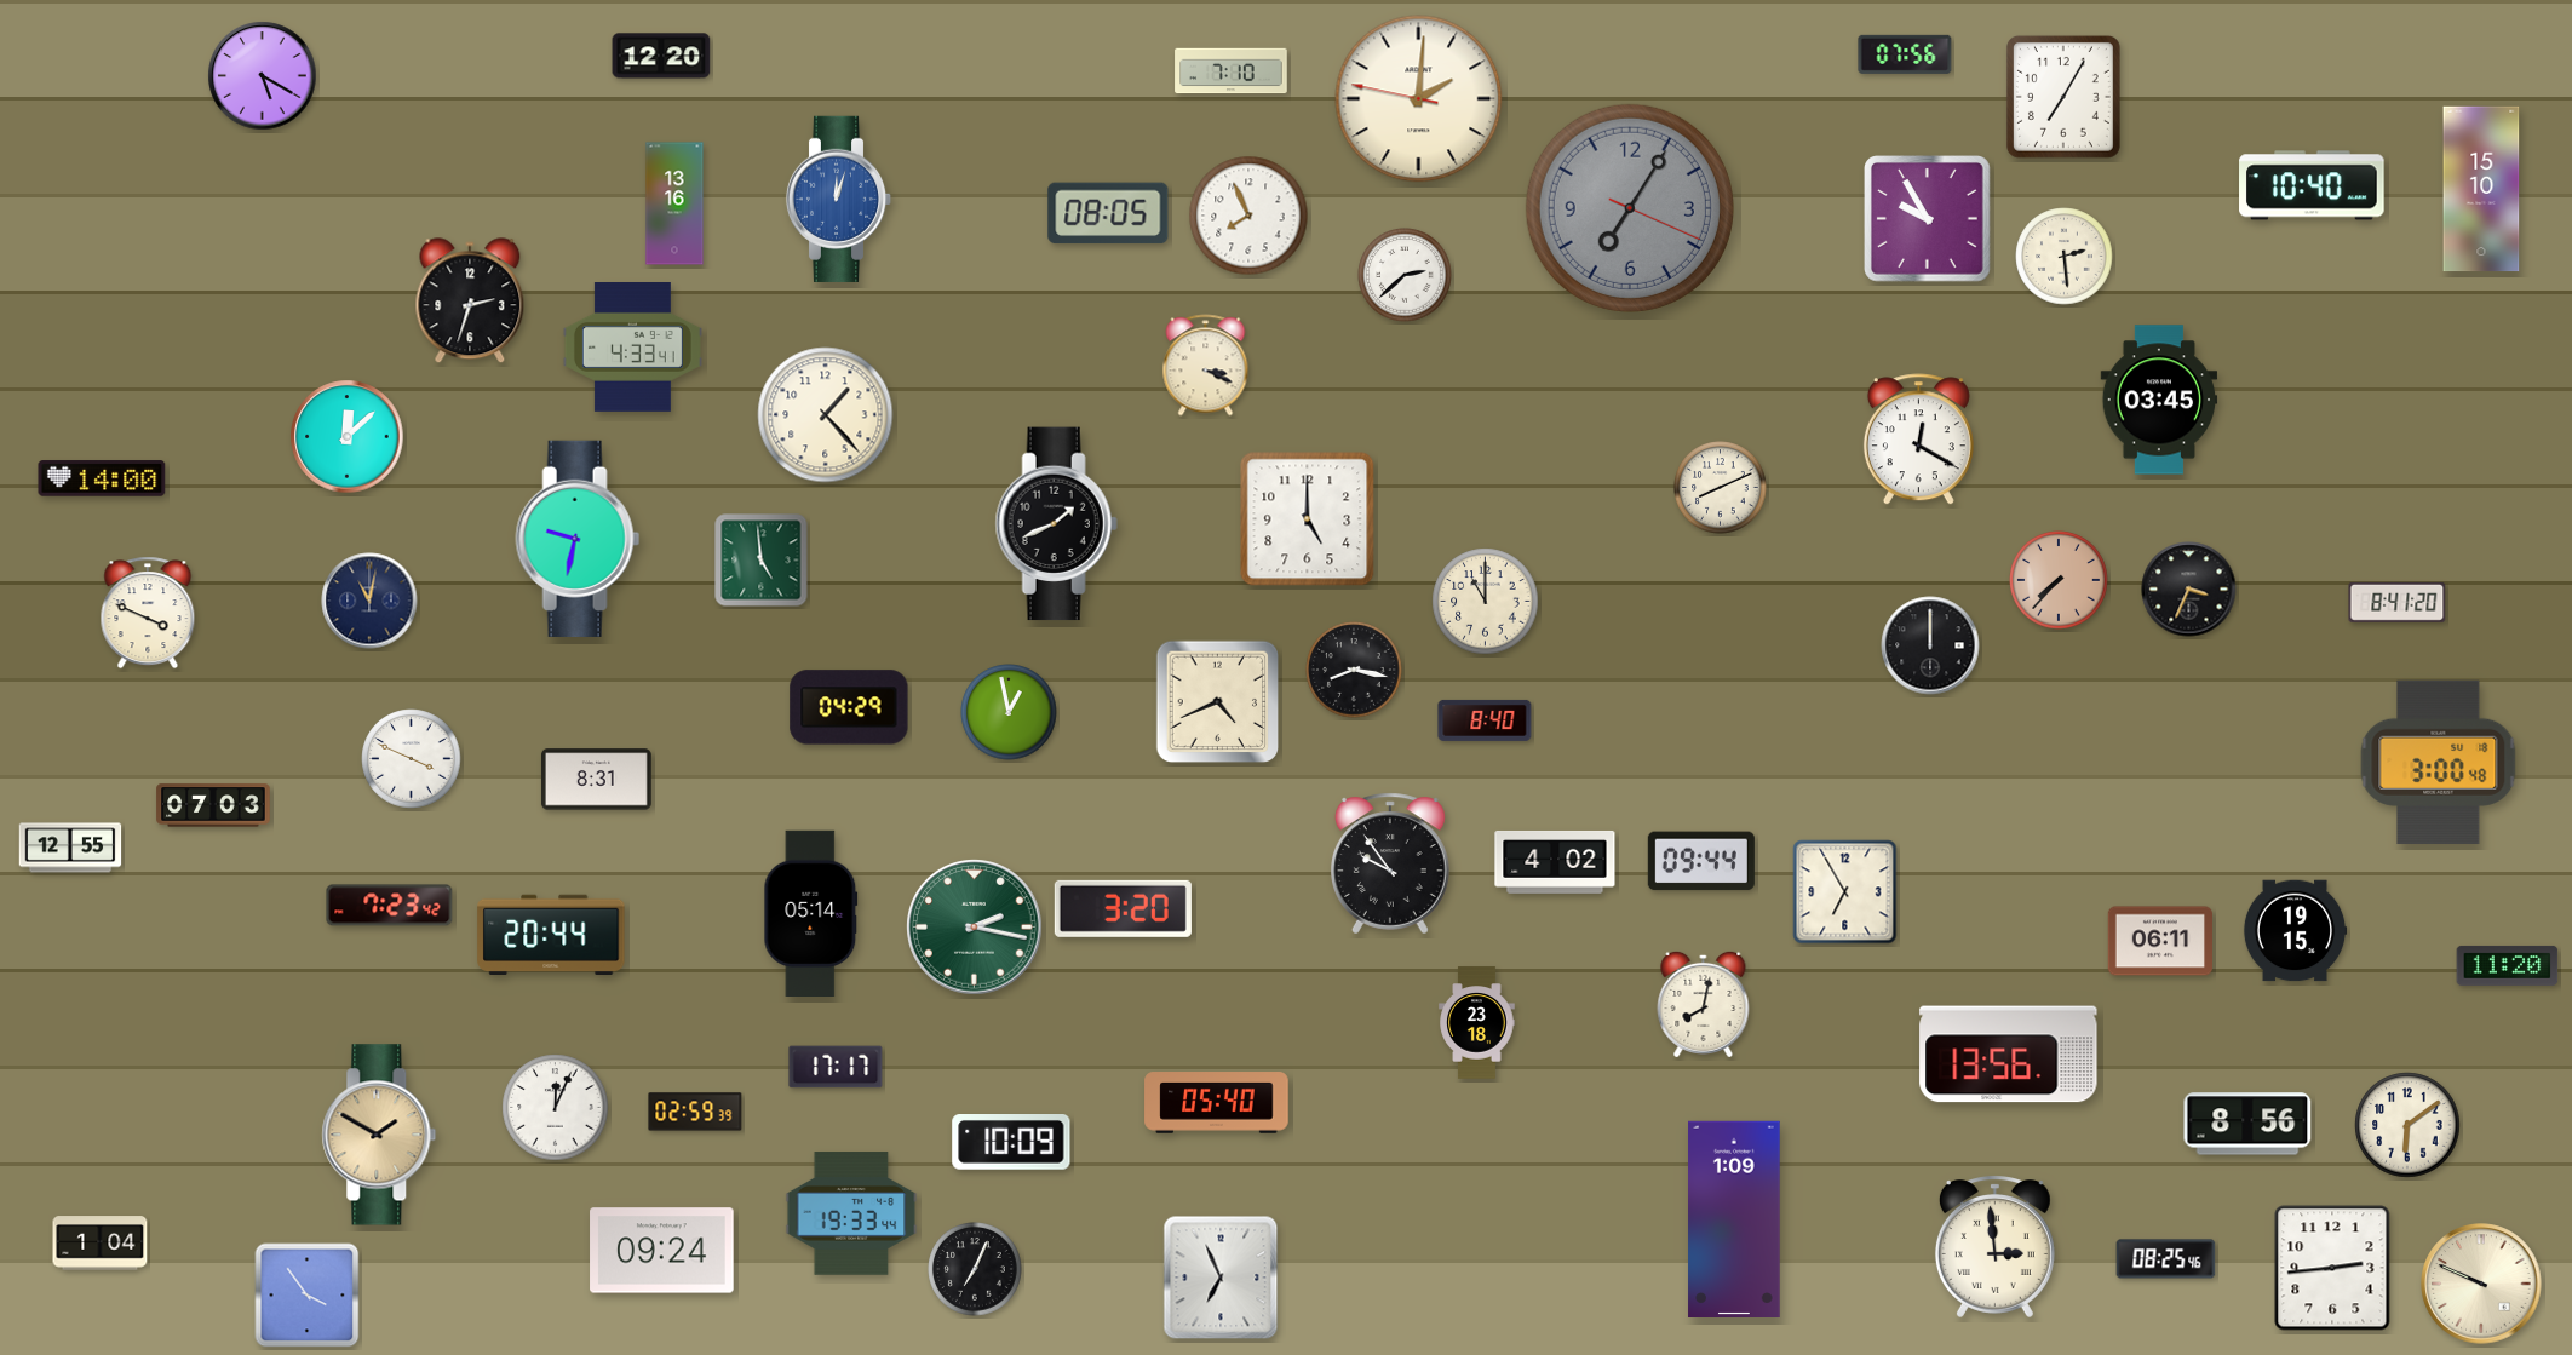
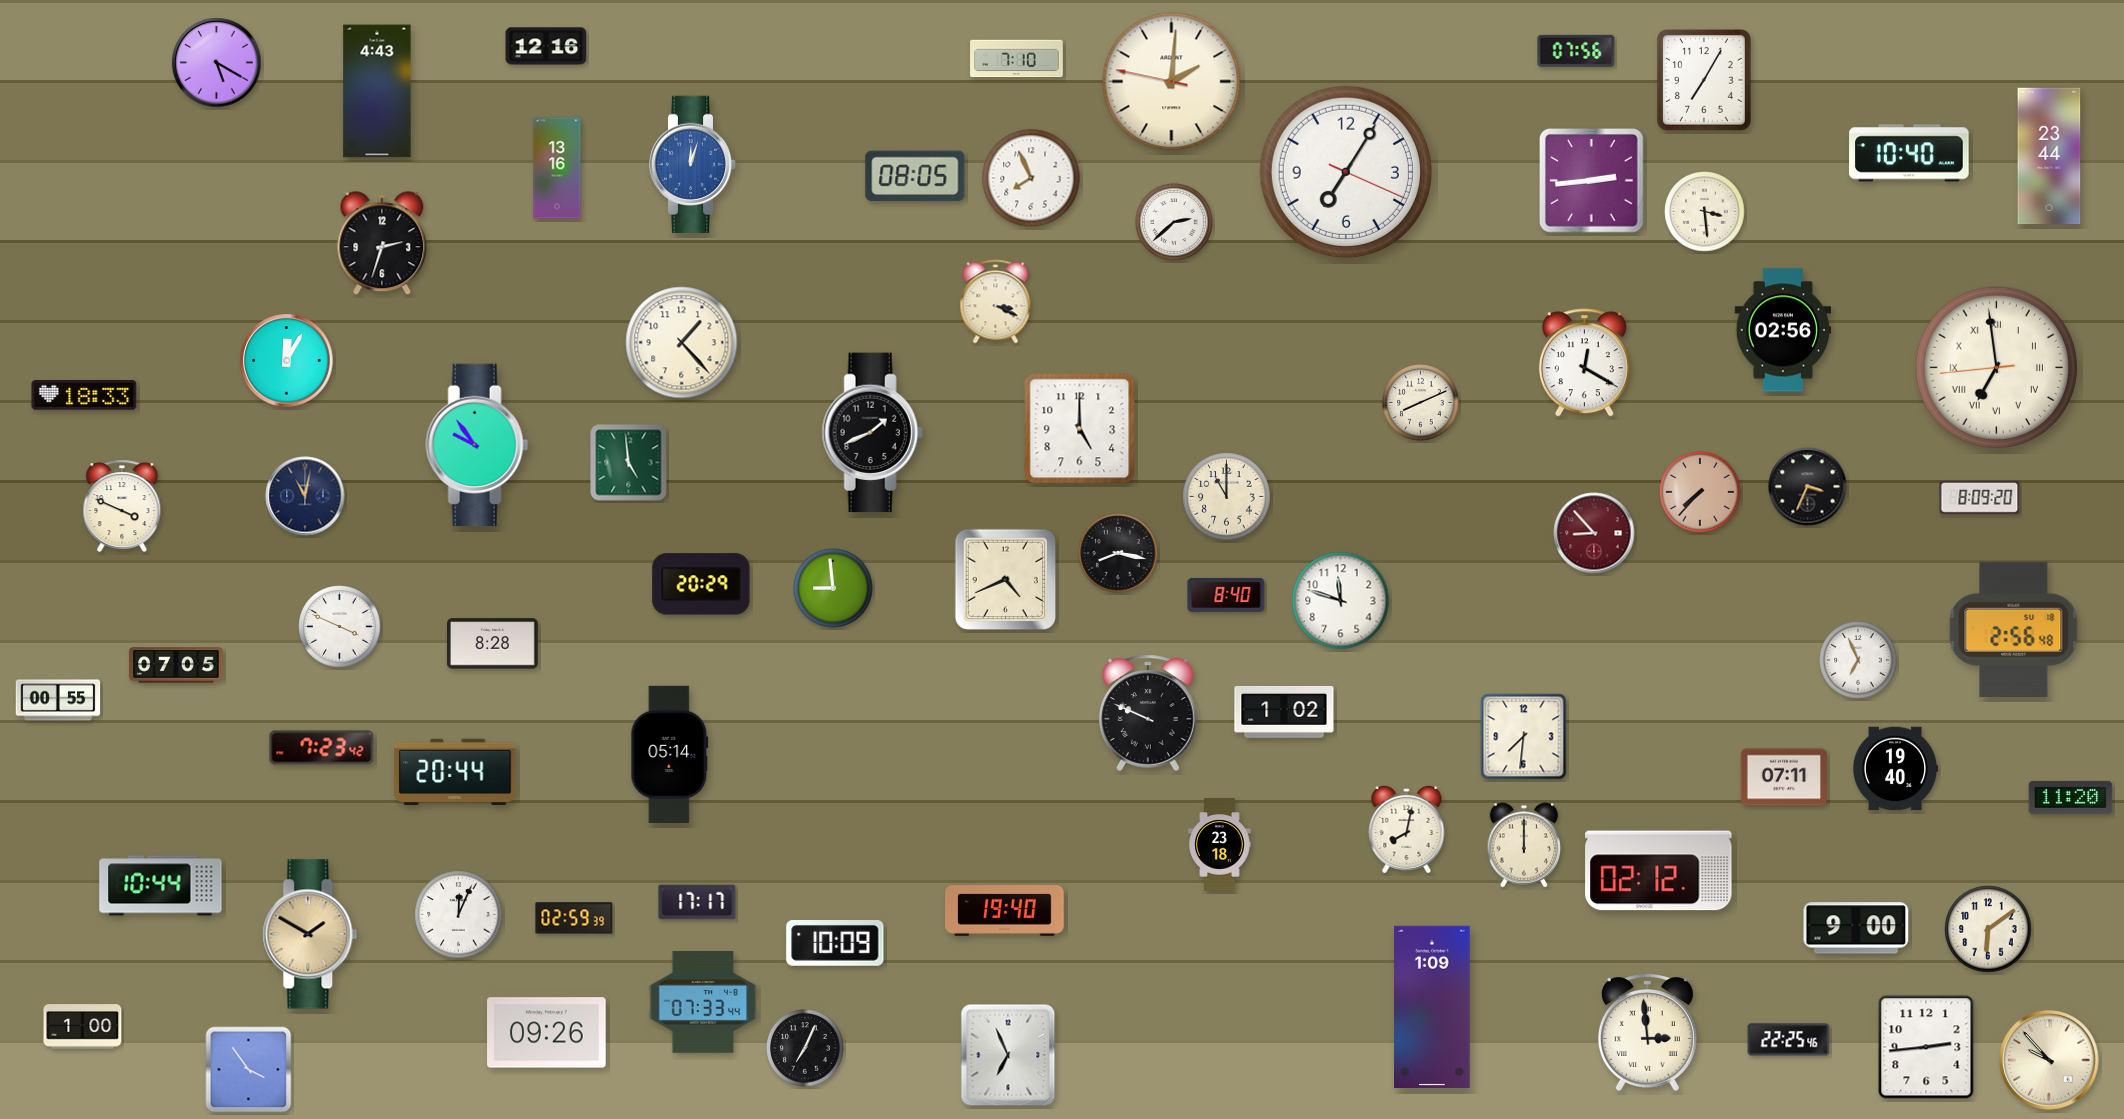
clock at (1905, 54) position: (1905, 54) -> (1576, 51)
clock at (661, 56): 12:20 -> 12:16
clock at (377, 91): none -> 4:43
clock at (2481, 189): 15:10 -> 23:44
clock at (1630, 208) dial: grey -> white
clock at (1928, 219): 9:55 -> 2:44
clock at (2065, 257): 2:29 -> 3:29
clock at (1405, 275) position: (1405, 275) -> (1174, 222)
clock at (470, 302) position: (470, 302) -> (382, 244)
clock at (632, 348): 4:33 -> none
clock at (2159, 400): 03:45 -> 02:56
clock at (348, 437): 12:08 -> 12:05
clock at (1996, 367): none -> 6:58
clock at (102, 478): 14:00 -> 18:33
clock at (578, 539): 9:32 -> 9:54
clock at (2059, 580) position: (2059, 580) -> (1700, 492)
clock at (2398, 602): 8:41 -> 8:09
clock at (1930, 645): 12:00 -> 8:53
clock at (1930, 645) dial: black -> burgundy
clock at (849, 707): 04:29 -> 20:29
clock at (1009, 712): 12:58 -> 8:59
clock at (1341, 601): none -> 11:48
clock at (2439, 763): 3:00 -> 2:56
clock at (596, 780): 8:31 -> 8:28
clock at (1858, 660): none -> 6:56
clock at (213, 805): 07:03 -> 07:05
clock at (70, 848): 12:55 -> 00:55
clock at (1701, 861): 09:44 -> none
clock at (1555, 862): 4:02 -> 1:02
clock at (1391, 863): 9:54 -> 9:49
clock at (1845, 892): 6:55 -> 7:31
clock at (1123, 908): 3:20 -> none
clock at (975, 928): 2:17 -> none
clock at (2295, 931): 19:15 -> 19:40
clock at (2159, 941): 06:11 -> 07:11
clock at (1524, 845): none -> 12:00
clock at (2009, 1055): 13:56 -> 02:12
clock at (836, 1067) position: (836, 1067) -> (697, 902)
clock at (161, 886): none -> 10:44
clock at (1217, 1103): 05:40 -> 19:40
clock at (2247, 1124): 8:56 -> 9:00
clock at (379, 1135) position: (379, 1135) -> (310, 934)
clock at (851, 1213): 19:33 -> 07:33
clock at (101, 1244): 1:04 -> 1:00
clock at (1994, 1246) position: (1994, 1246) -> (1647, 1032)
clock at (662, 1251): 09:24 -> 09:26
clock at (2166, 1259): 08:25 -> 22:25
clock at (2481, 1284): 9:49 -> 9:53
clock at (308, 1296) position: (308, 1296) -> (249, 1070)
